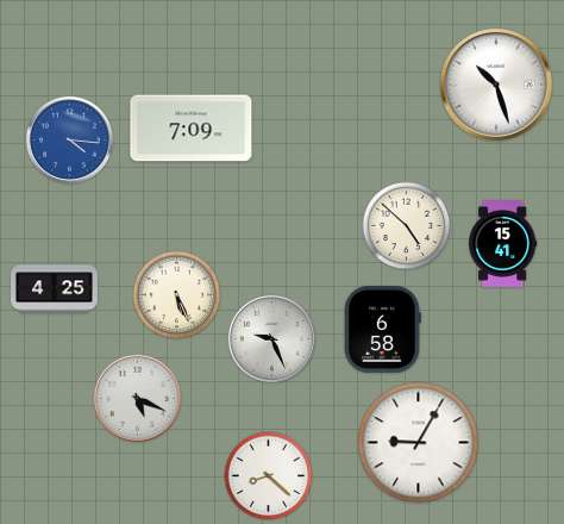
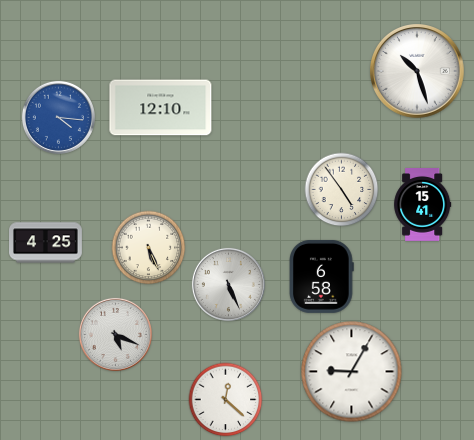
clock at (192, 129): 7:09 -> 12:10
clock at (407, 226): 4:52 -> 4:54
clock at (271, 338): 9:26 -> 5:26
clock at (269, 476): 8:22 -> 12:22
